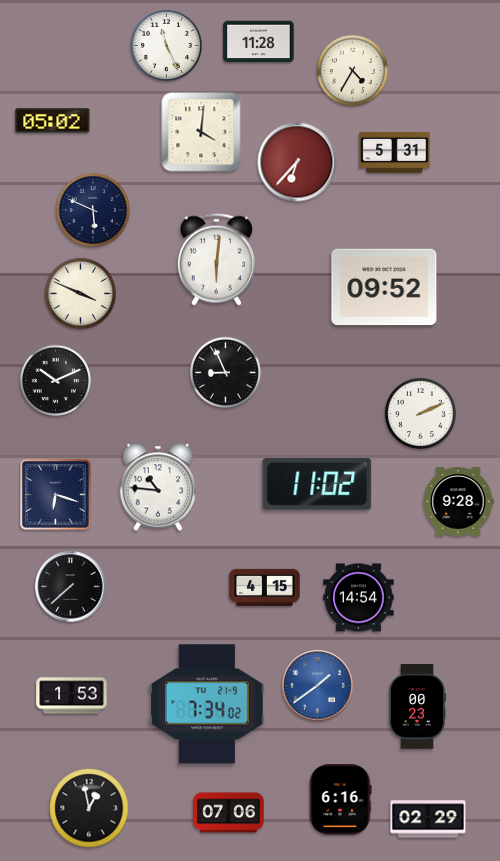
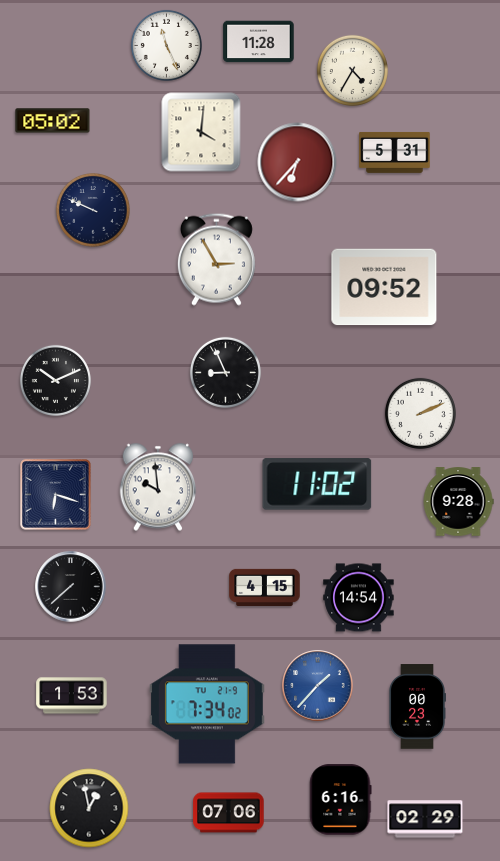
clock at (94, 211): 5:49 -> 9:49
clock at (216, 259): 6:01 -> 2:55
clock at (80, 293): 3:49 -> none
clock at (158, 487): 10:46 -> 9:59
clock at (318, 686): 1:39 -> 1:37
clock at (428, 819) position: (428, 819) -> (425, 819)
